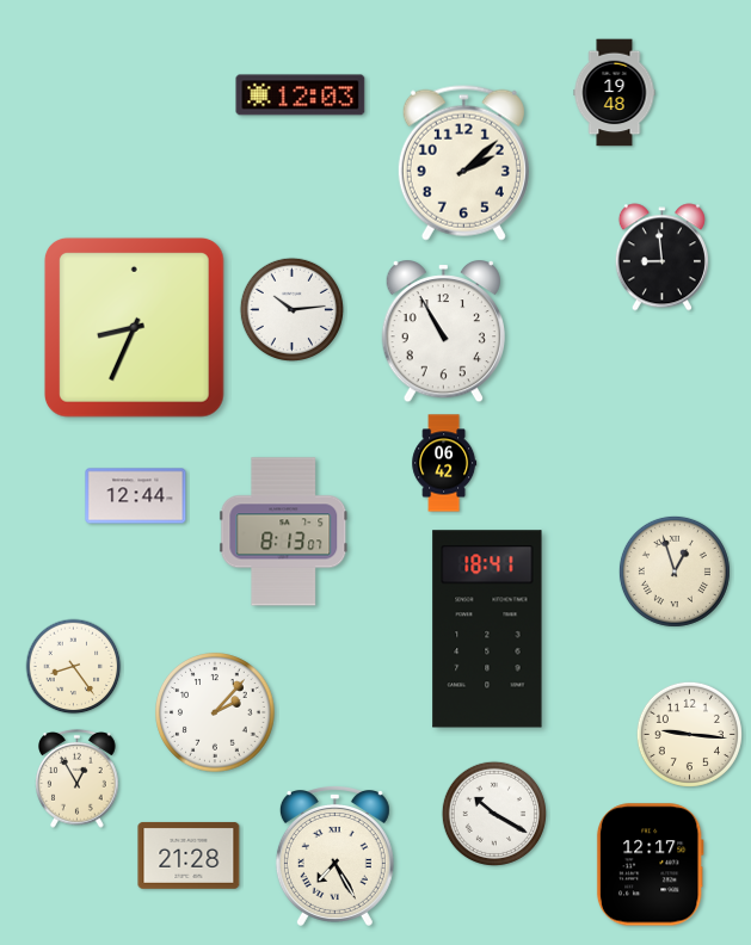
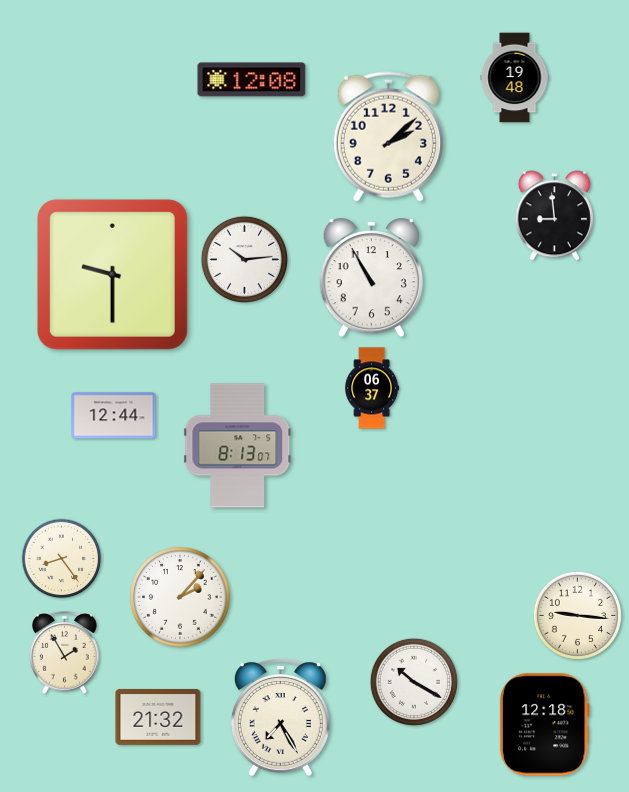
clock at (301, 95): 12:03 -> 12:08
clock at (134, 327): 8:34 -> 9:30
clock at (444, 463): 06:42 -> 06:37
clock at (675, 572): 12:57 -> none
clock at (487, 629): 18:41 -> none
clock at (78, 778): 12:55 -> 1:55
clock at (189, 856): 21:28 -> 21:32
clock at (650, 865): 12:17 -> 12:18
